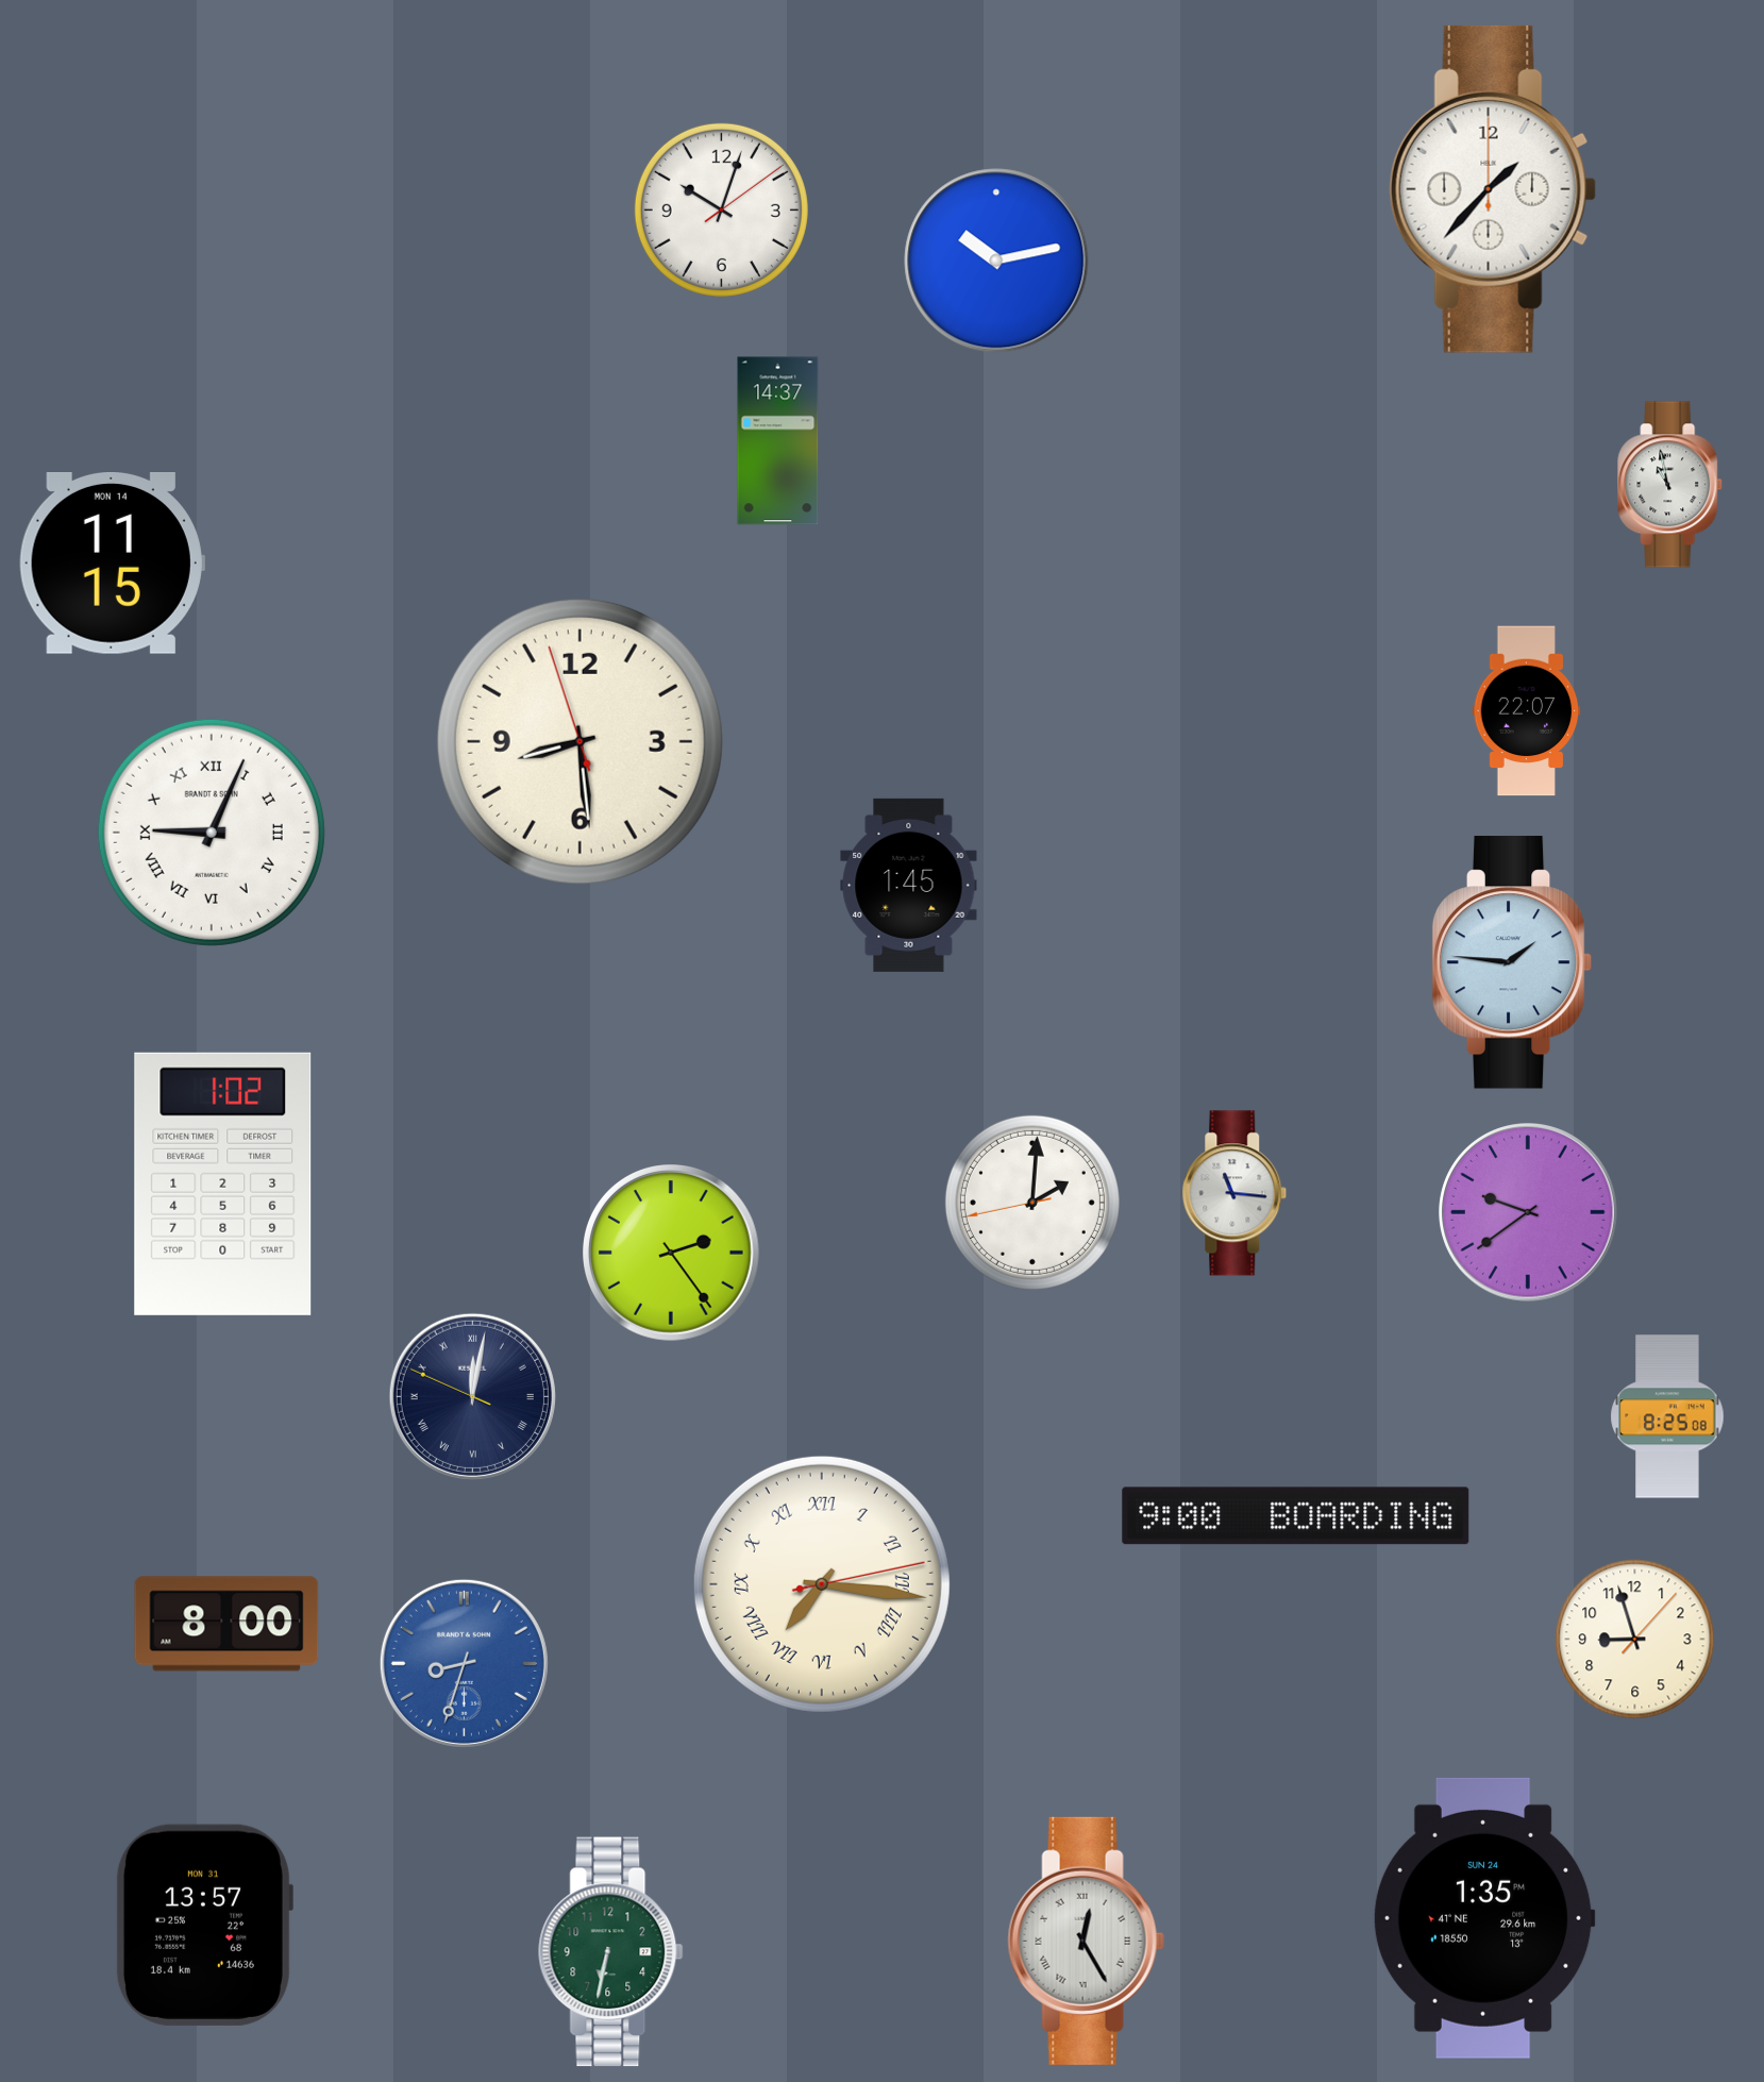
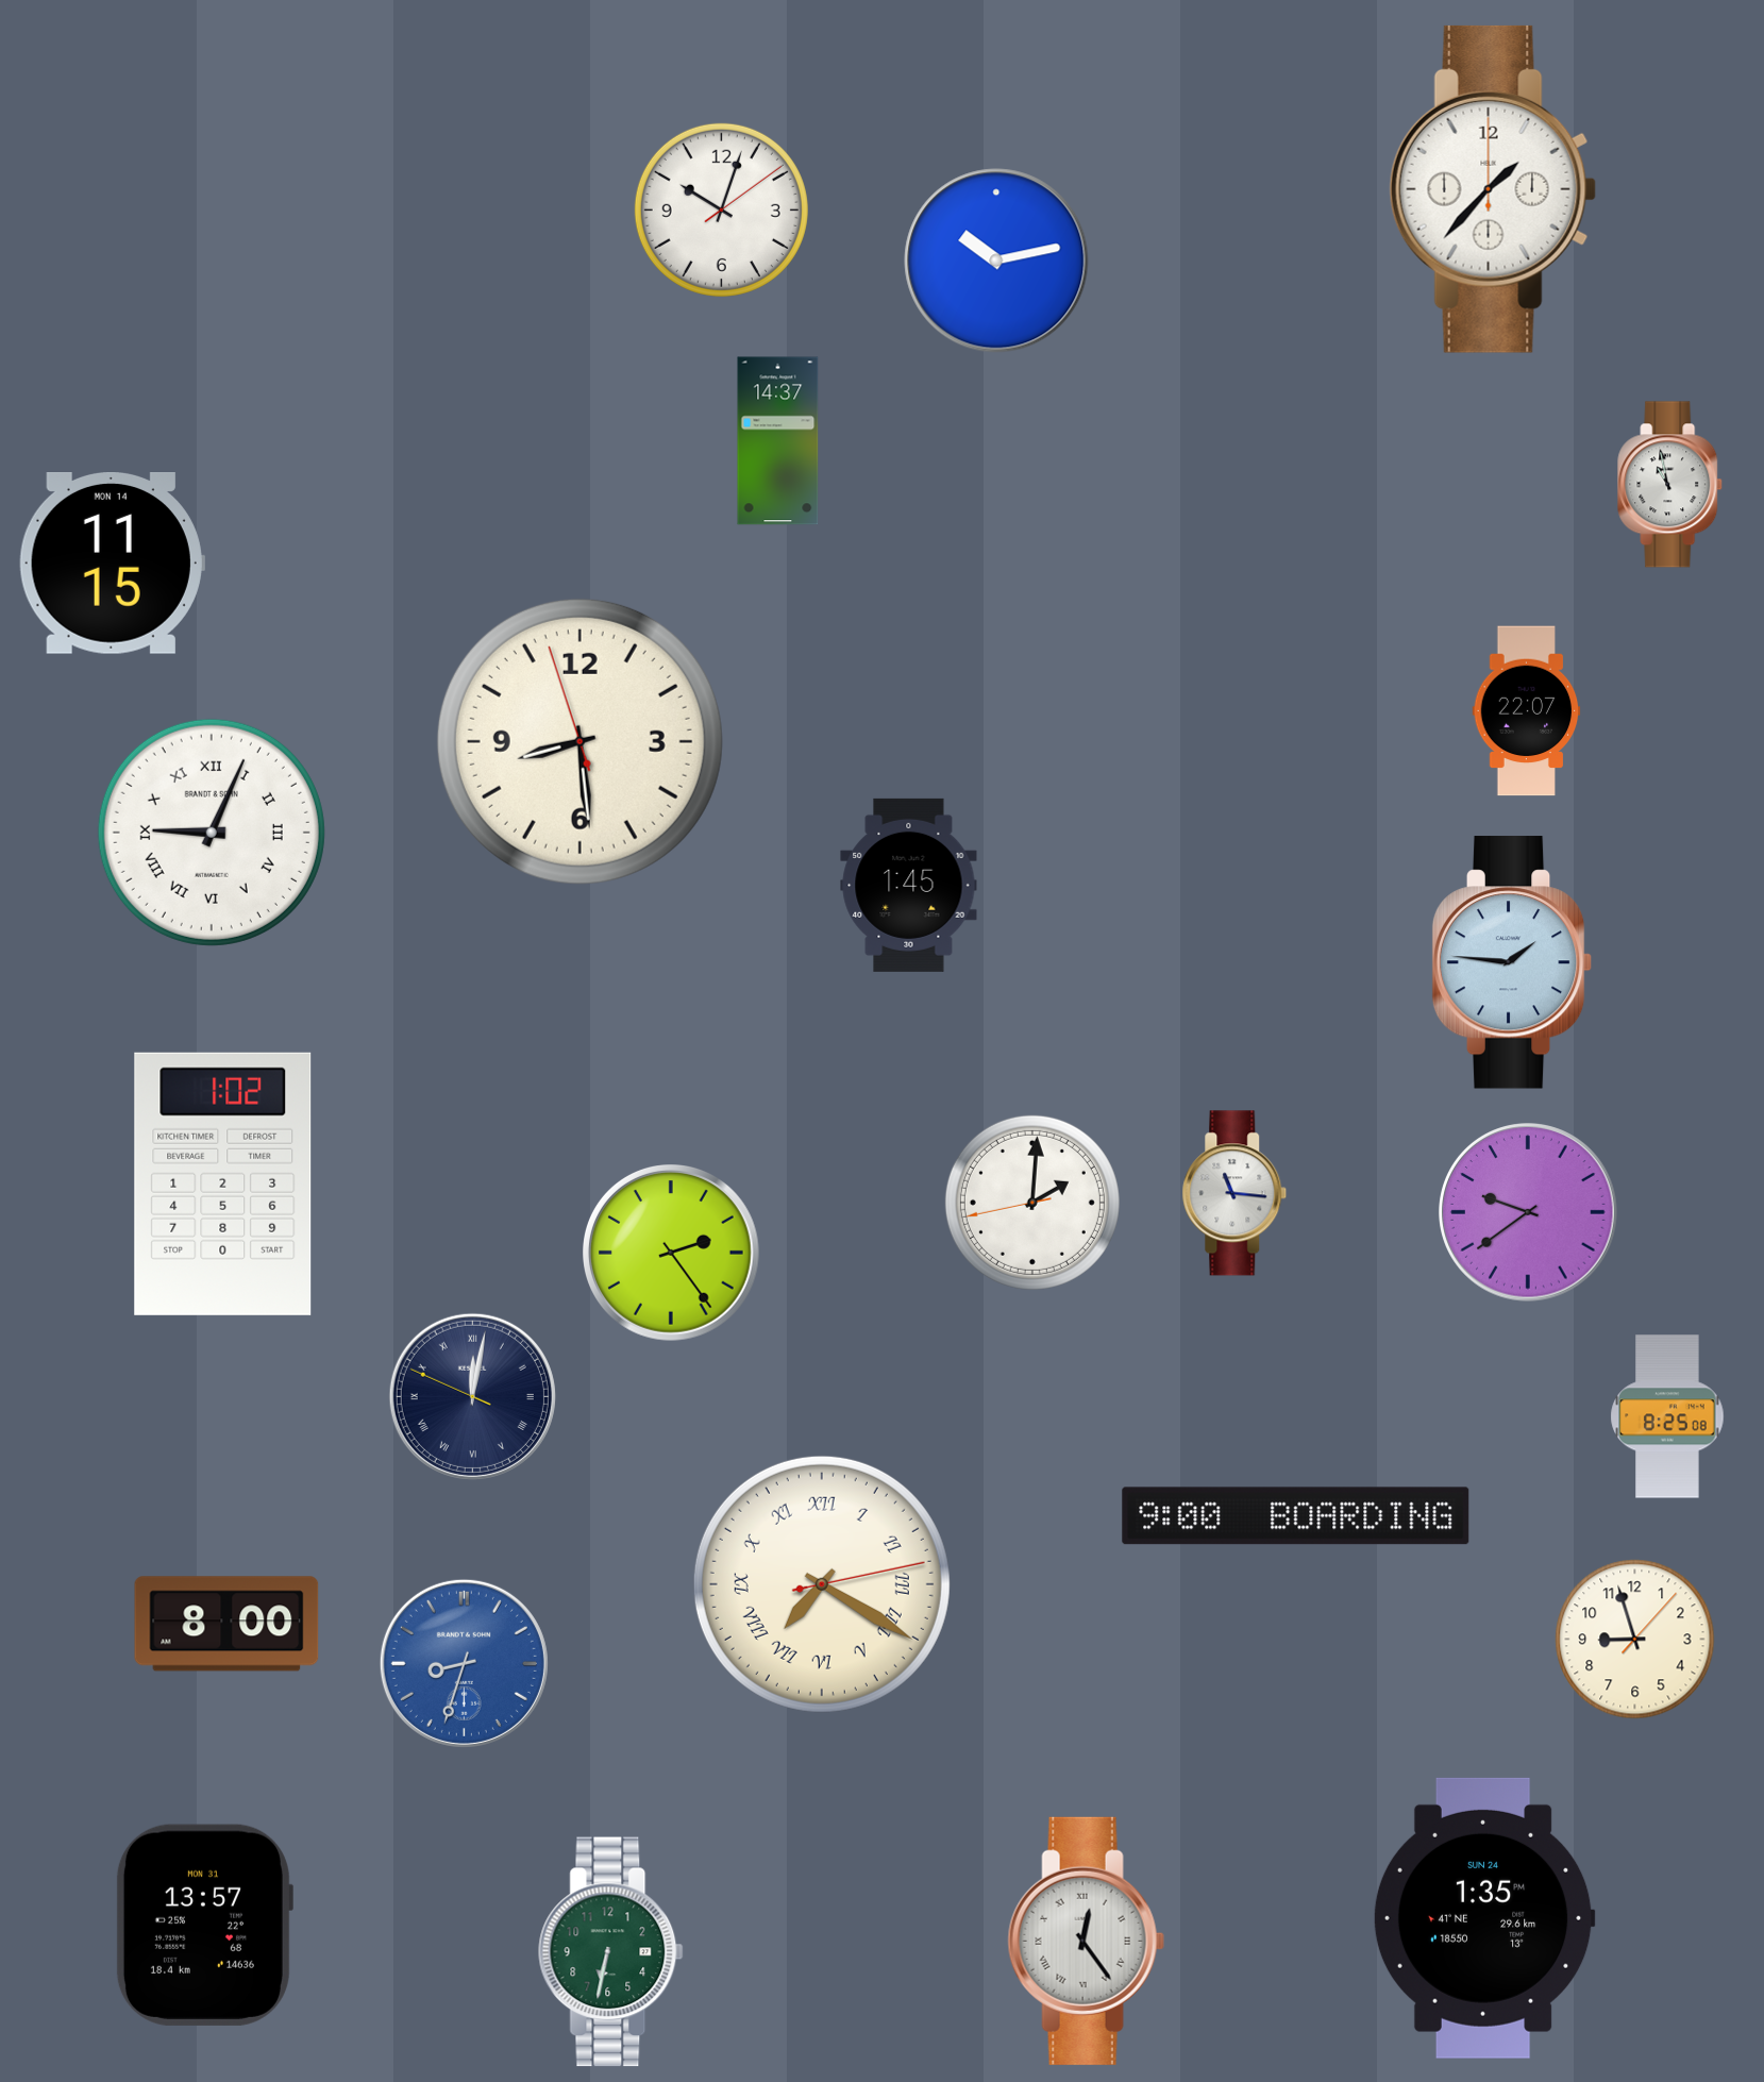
clock at (822, 1584): 7:16 -> 7:20
clock at (1086, 1941): 12:25 -> 12:24
